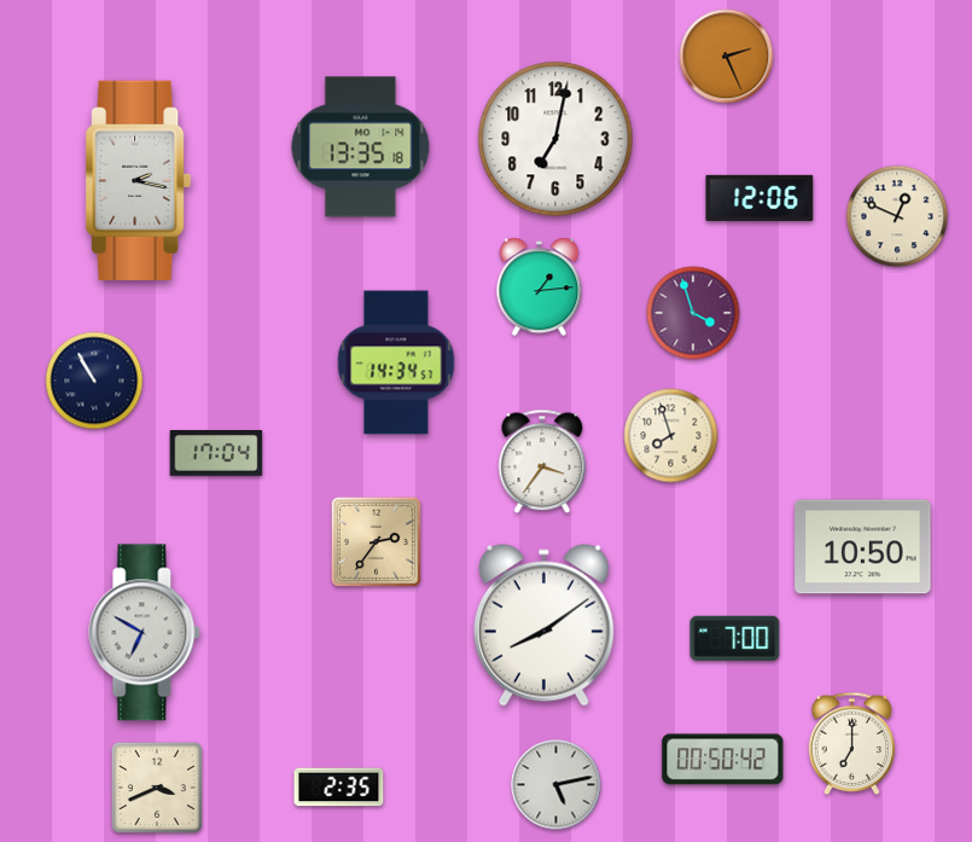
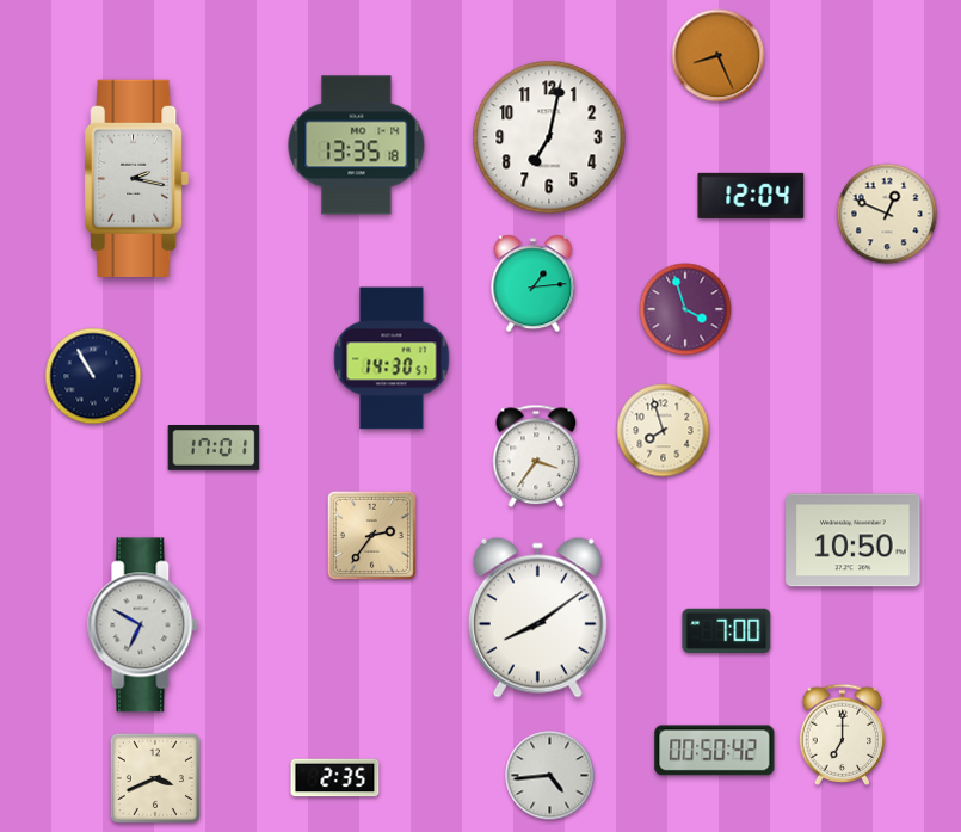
clock at (727, 57): 2:26 -> 8:26
clock at (759, 198): 12:06 -> 12:04
clock at (396, 362): 14:34 -> 14:30
clock at (216, 454): 17:04 -> 17:01
clock at (557, 785): 5:13 -> 4:44
